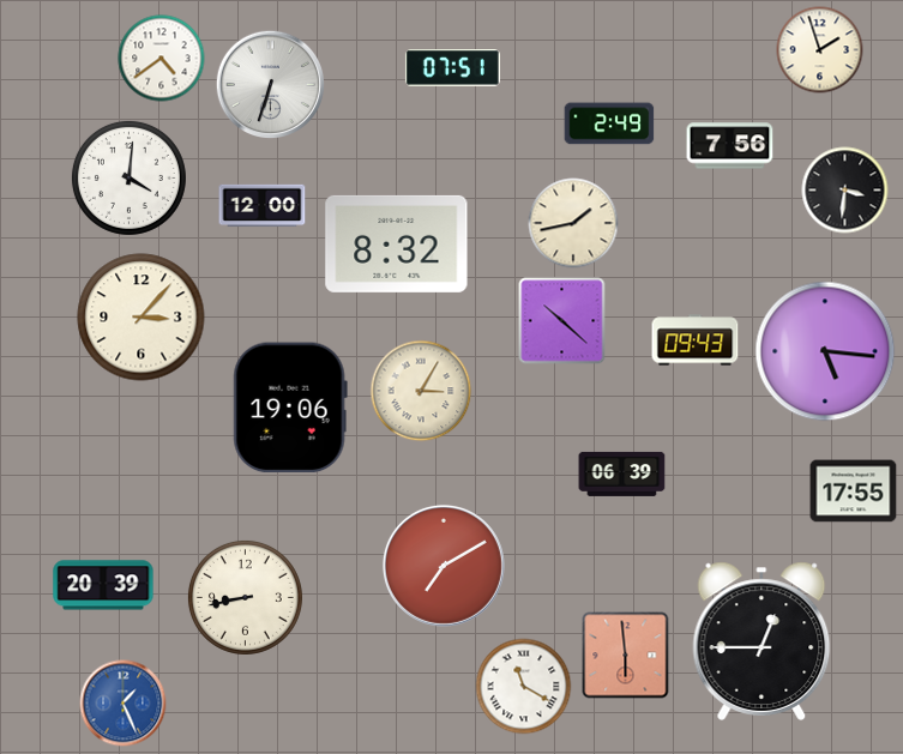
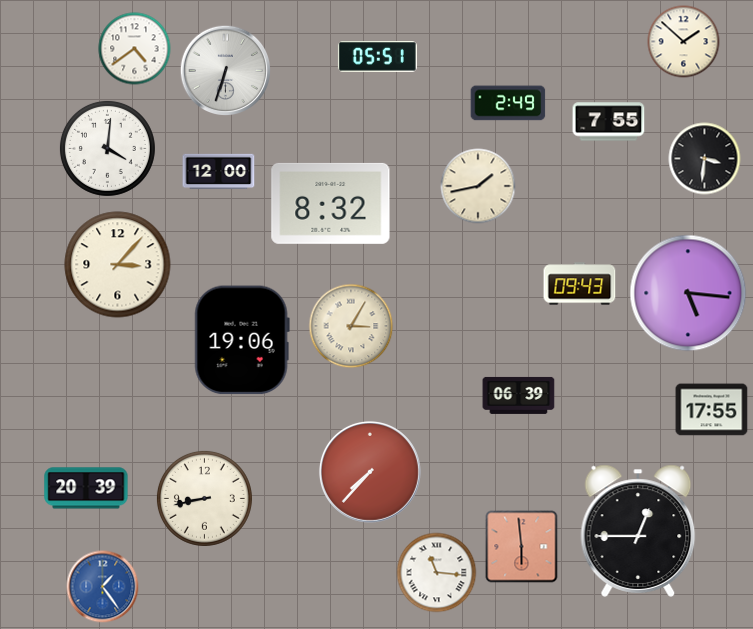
clock at (820, 50): 1:57 -> 1:52
clock at (452, 68): 07:51 -> 05:51
clock at (730, 146): 7:56 -> 7:55
clock at (562, 321): 10:22 -> none
clock at (444, 566): 7:10 -> 7:37
clock at (761, 641) position: (761, 641) -> (638, 531)
clock at (524, 687): 11:20 -> 11:16
clock at (124, 704): 1:26 -> 1:24
